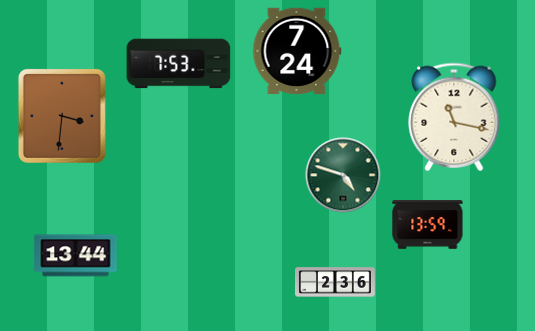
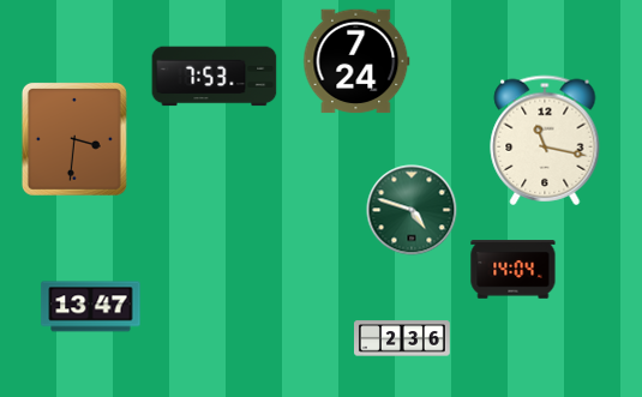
clock at (428, 225): 13:59 -> 14:04
clock at (76, 256): 13:44 -> 13:47
